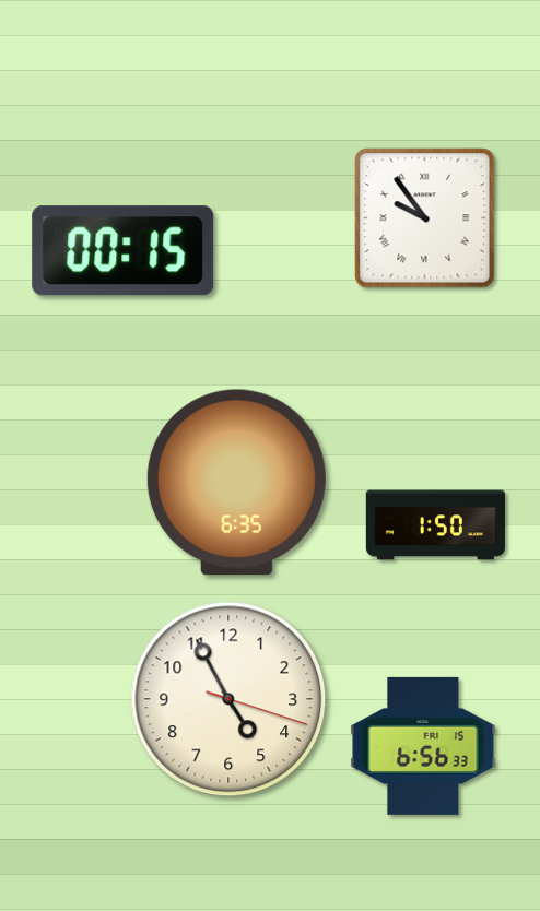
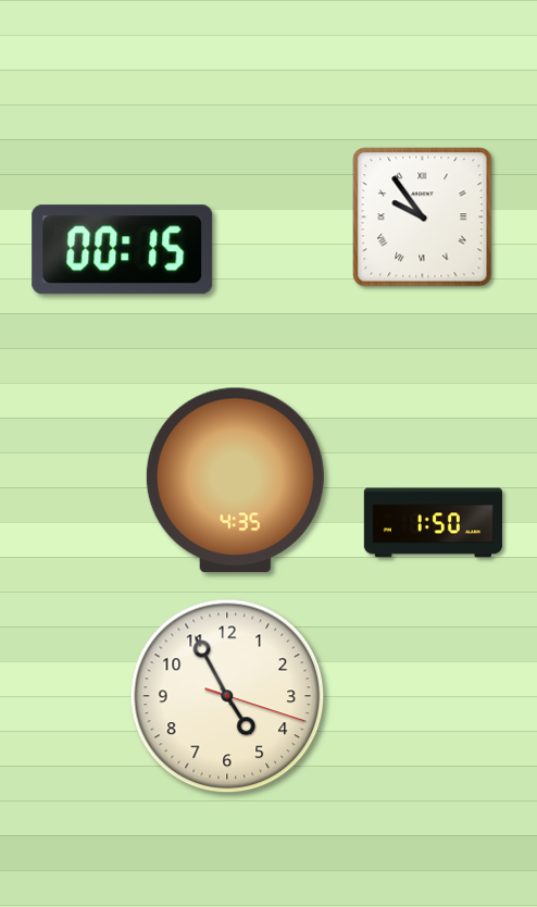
clock at (236, 483): 6:35 -> 4:35
clock at (423, 746): 6:56 -> none
